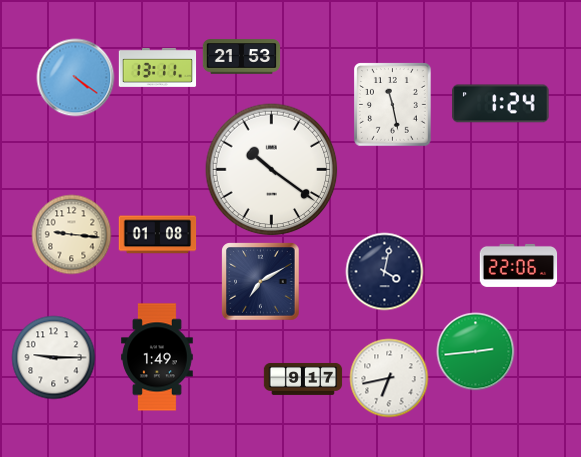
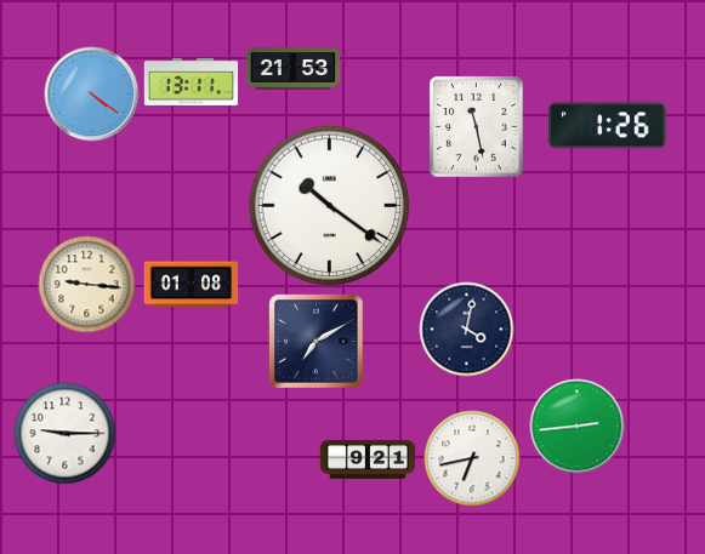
clock at (501, 104): 1:24 -> 1:26
clock at (518, 265): 22:06 -> none
clock at (157, 357): 1:49 -> none
clock at (303, 379): 9:17 -> 9:21
